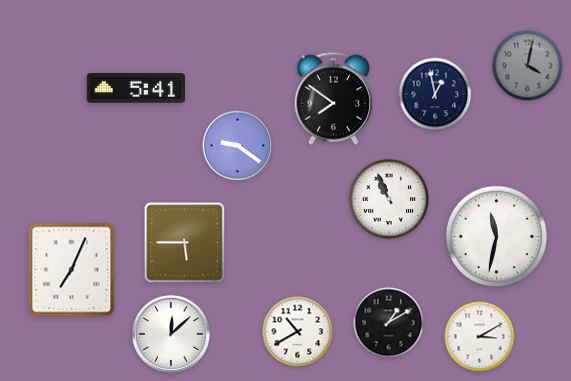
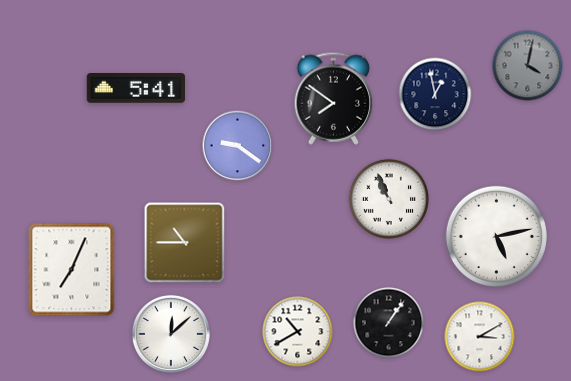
clock at (496, 236): 11:32 -> 5:13
clock at (185, 243): 5:45 -> 10:45
clock at (389, 323): 1:10 -> 1:06
